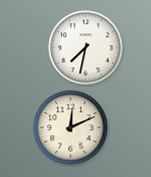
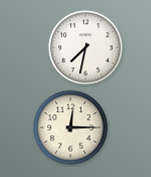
clock at (71, 128): 12:11 -> 12:15
